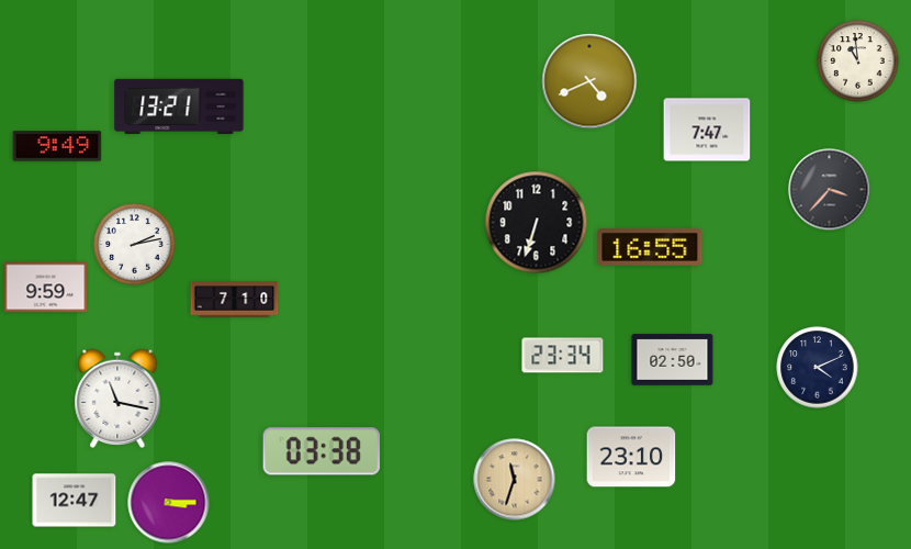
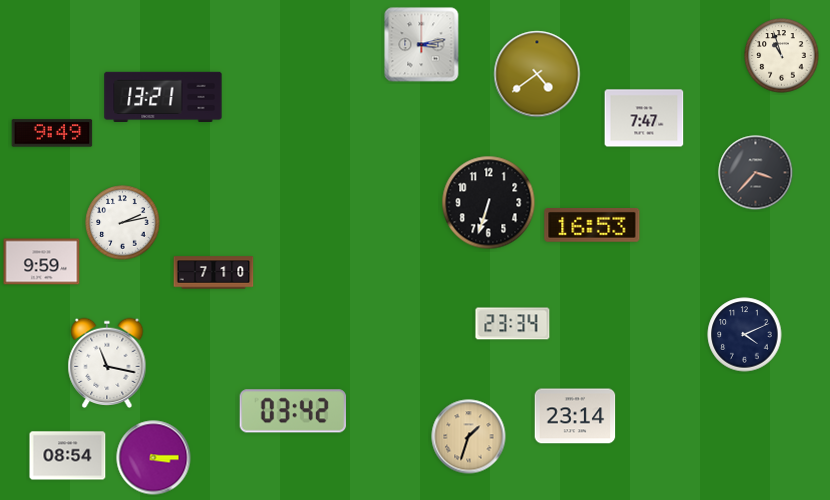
clock at (422, 45): none -> 3:13
clock at (858, 61): 10:59 -> 10:57
clock at (589, 81): 4:41 -> 4:39
clock at (650, 248): 16:55 -> 16:53
clock at (673, 360): 02:50 -> none
clock at (320, 451): 03:38 -> 03:42
clock at (631, 457): 23:10 -> 23:14
clock at (515, 480): 11:33 -> 1:33
clock at (75, 501): 12:47 -> 08:54
